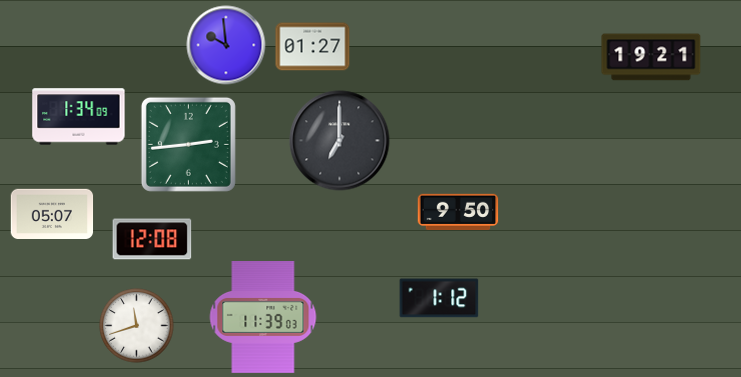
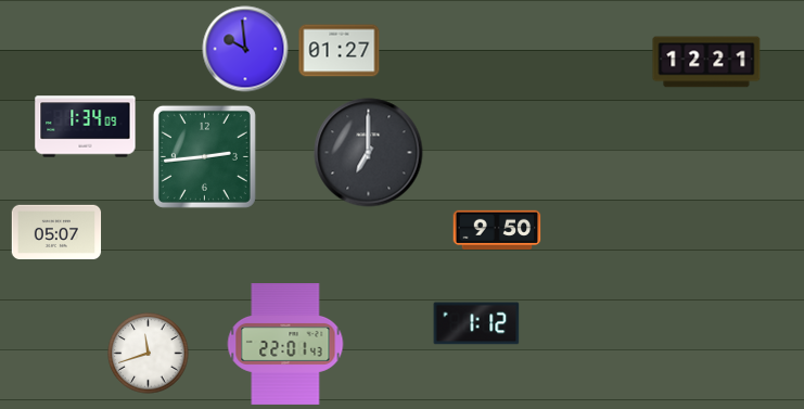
clock at (651, 57): 19:21 -> 12:21
clock at (152, 239): 12:08 -> none
clock at (263, 318): 11:39 -> 22:01
